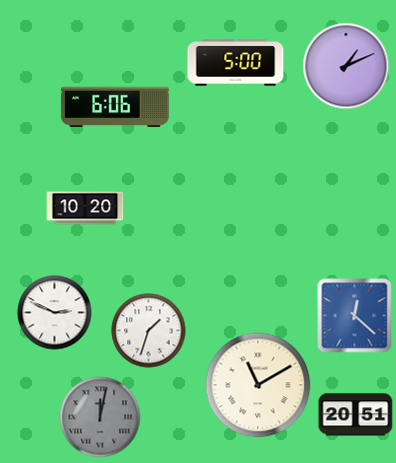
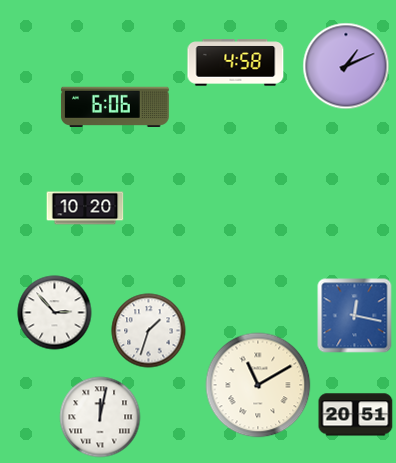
clock at (236, 63): 5:00 -> 4:58
clock at (55, 313): 2:49 -> 2:53
clock at (355, 316): 12:22 -> 12:17
clock at (100, 417) dial: grey -> white
